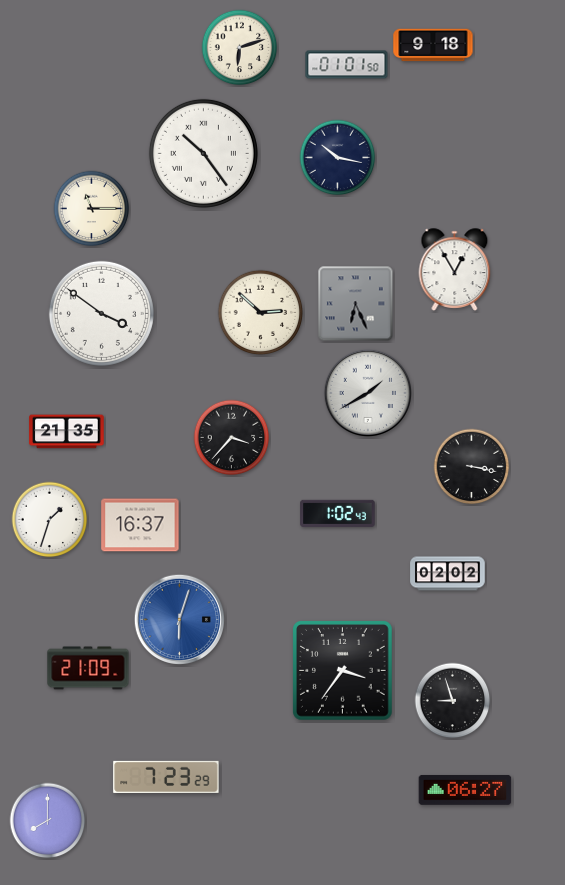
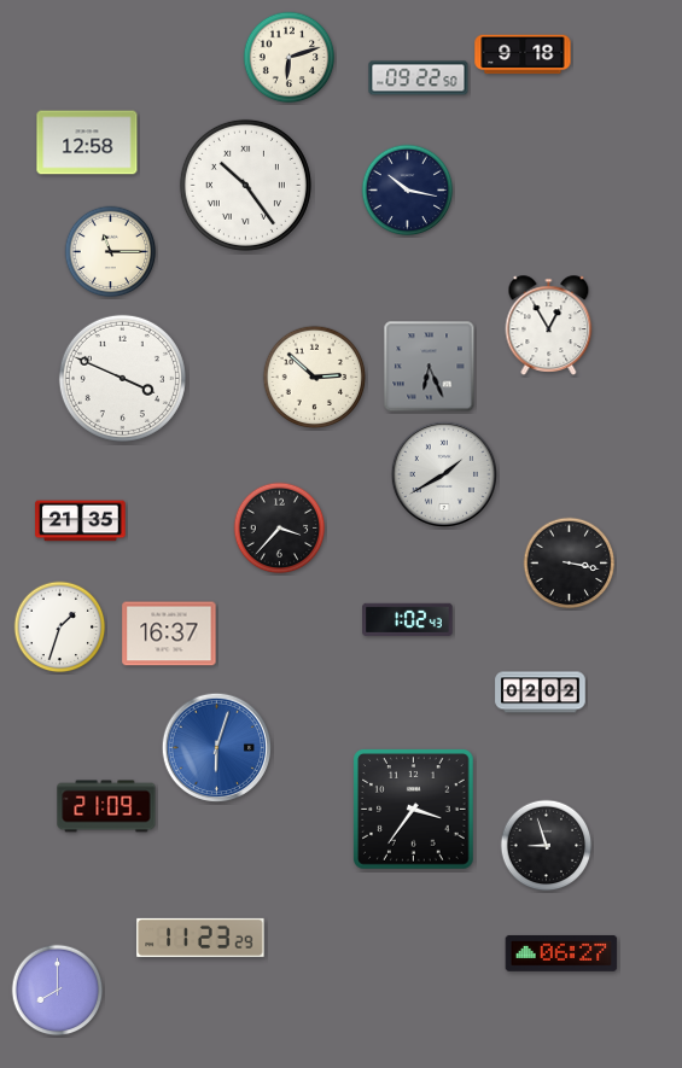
clock at (347, 65): 01:01 -> 09:22
clock at (87, 142): none -> 12:58
clock at (101, 313): 3:51 -> 3:49
clock at (166, 777): 7:23 -> 11:23
